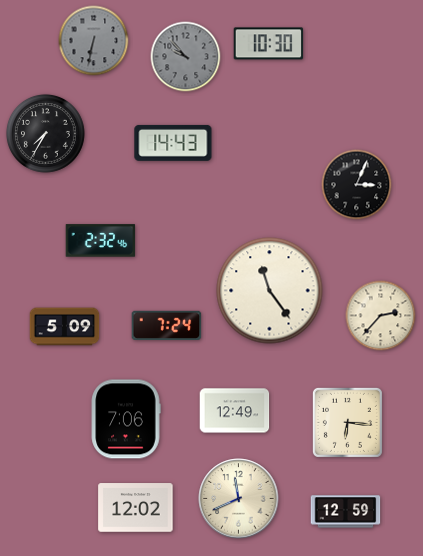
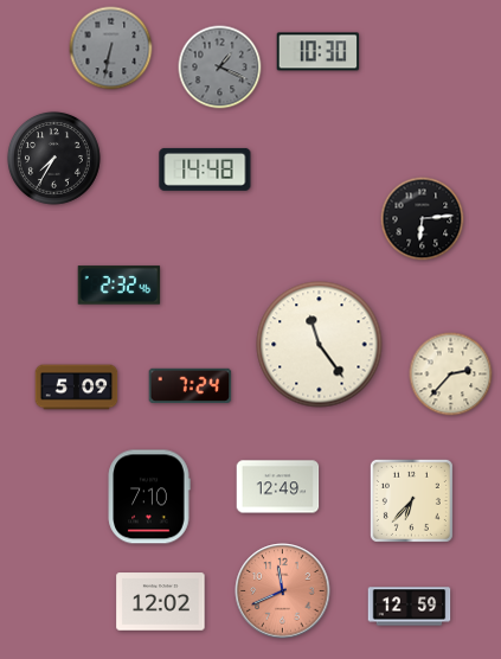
clock at (186, 57): 9:53 -> 1:19
clock at (173, 143): 14:43 -> 14:48
clock at (357, 185): 3:04 -> 6:14
clock at (167, 325) position: (167, 325) -> (191, 385)
clock at (126, 419): 7:06 -> 7:10
clock at (347, 422): 6:16 -> 6:37
clock at (239, 499) dial: cream -> salmon
